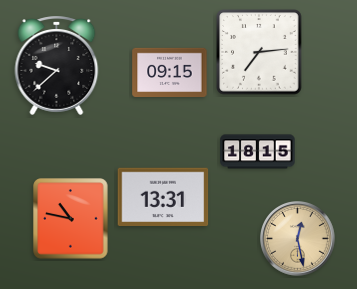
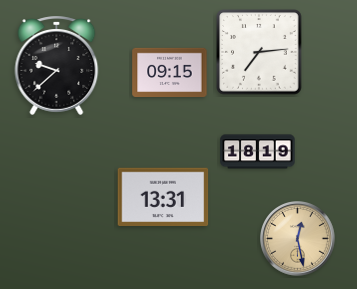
clock at (258, 152): 18:15 -> 18:19
clock at (71, 219): 10:47 -> none
